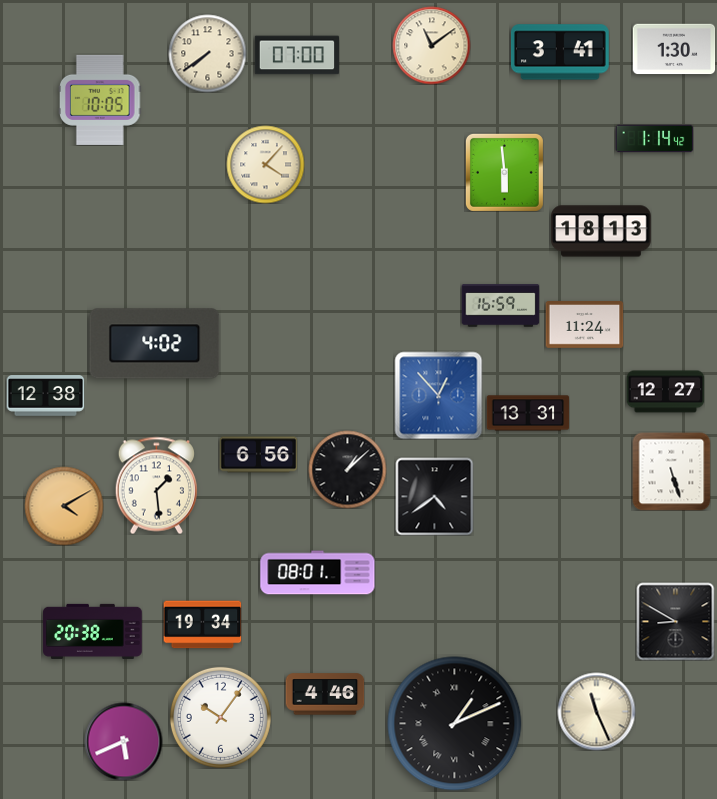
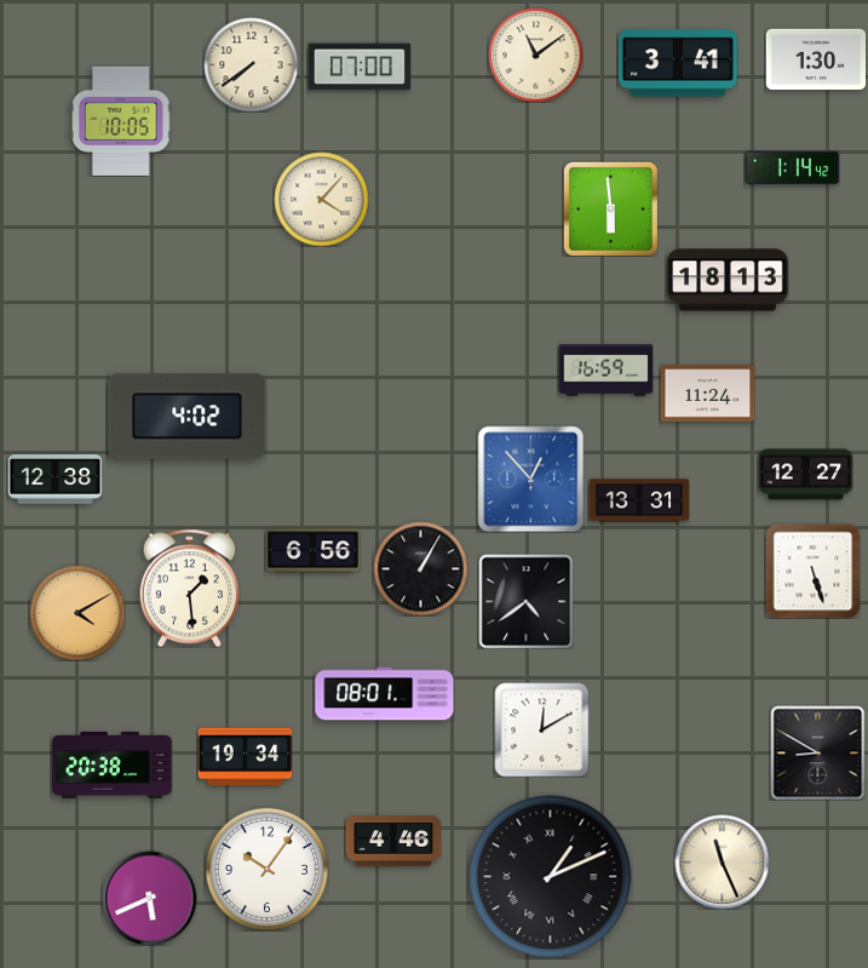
clock at (431, 45) position: (431, 45) -> (535, 55)
clock at (347, 469): 1:08 -> 1:05
clock at (541, 729): none -> 12:10
